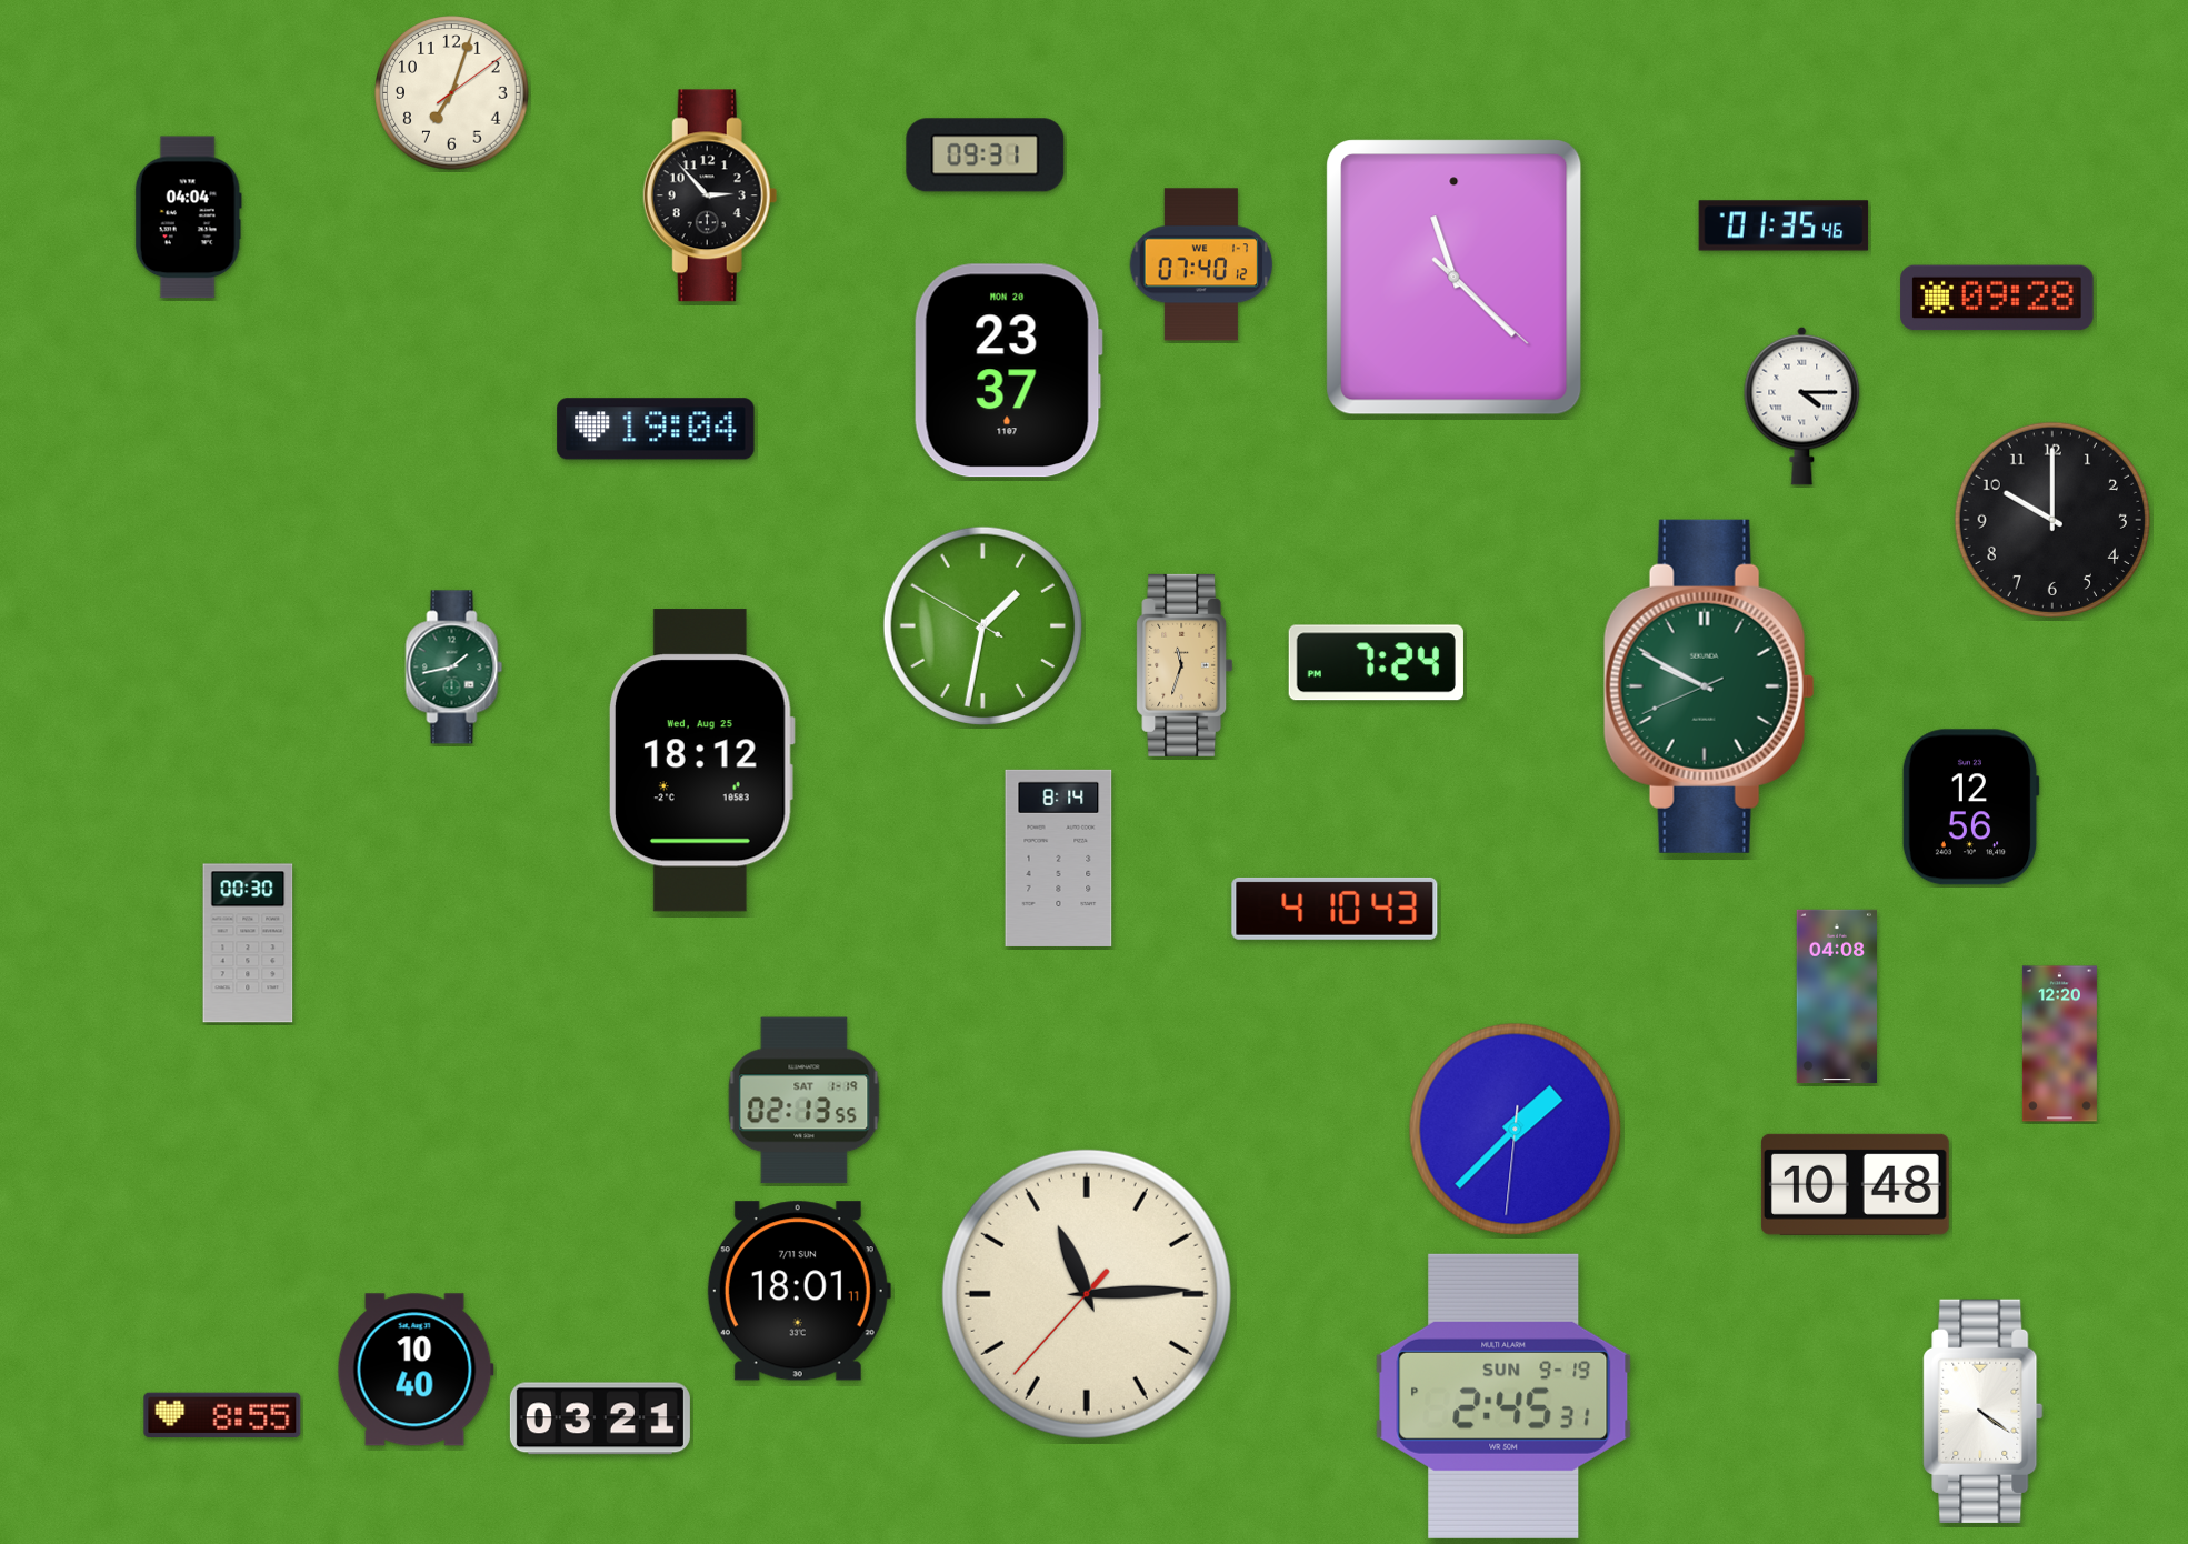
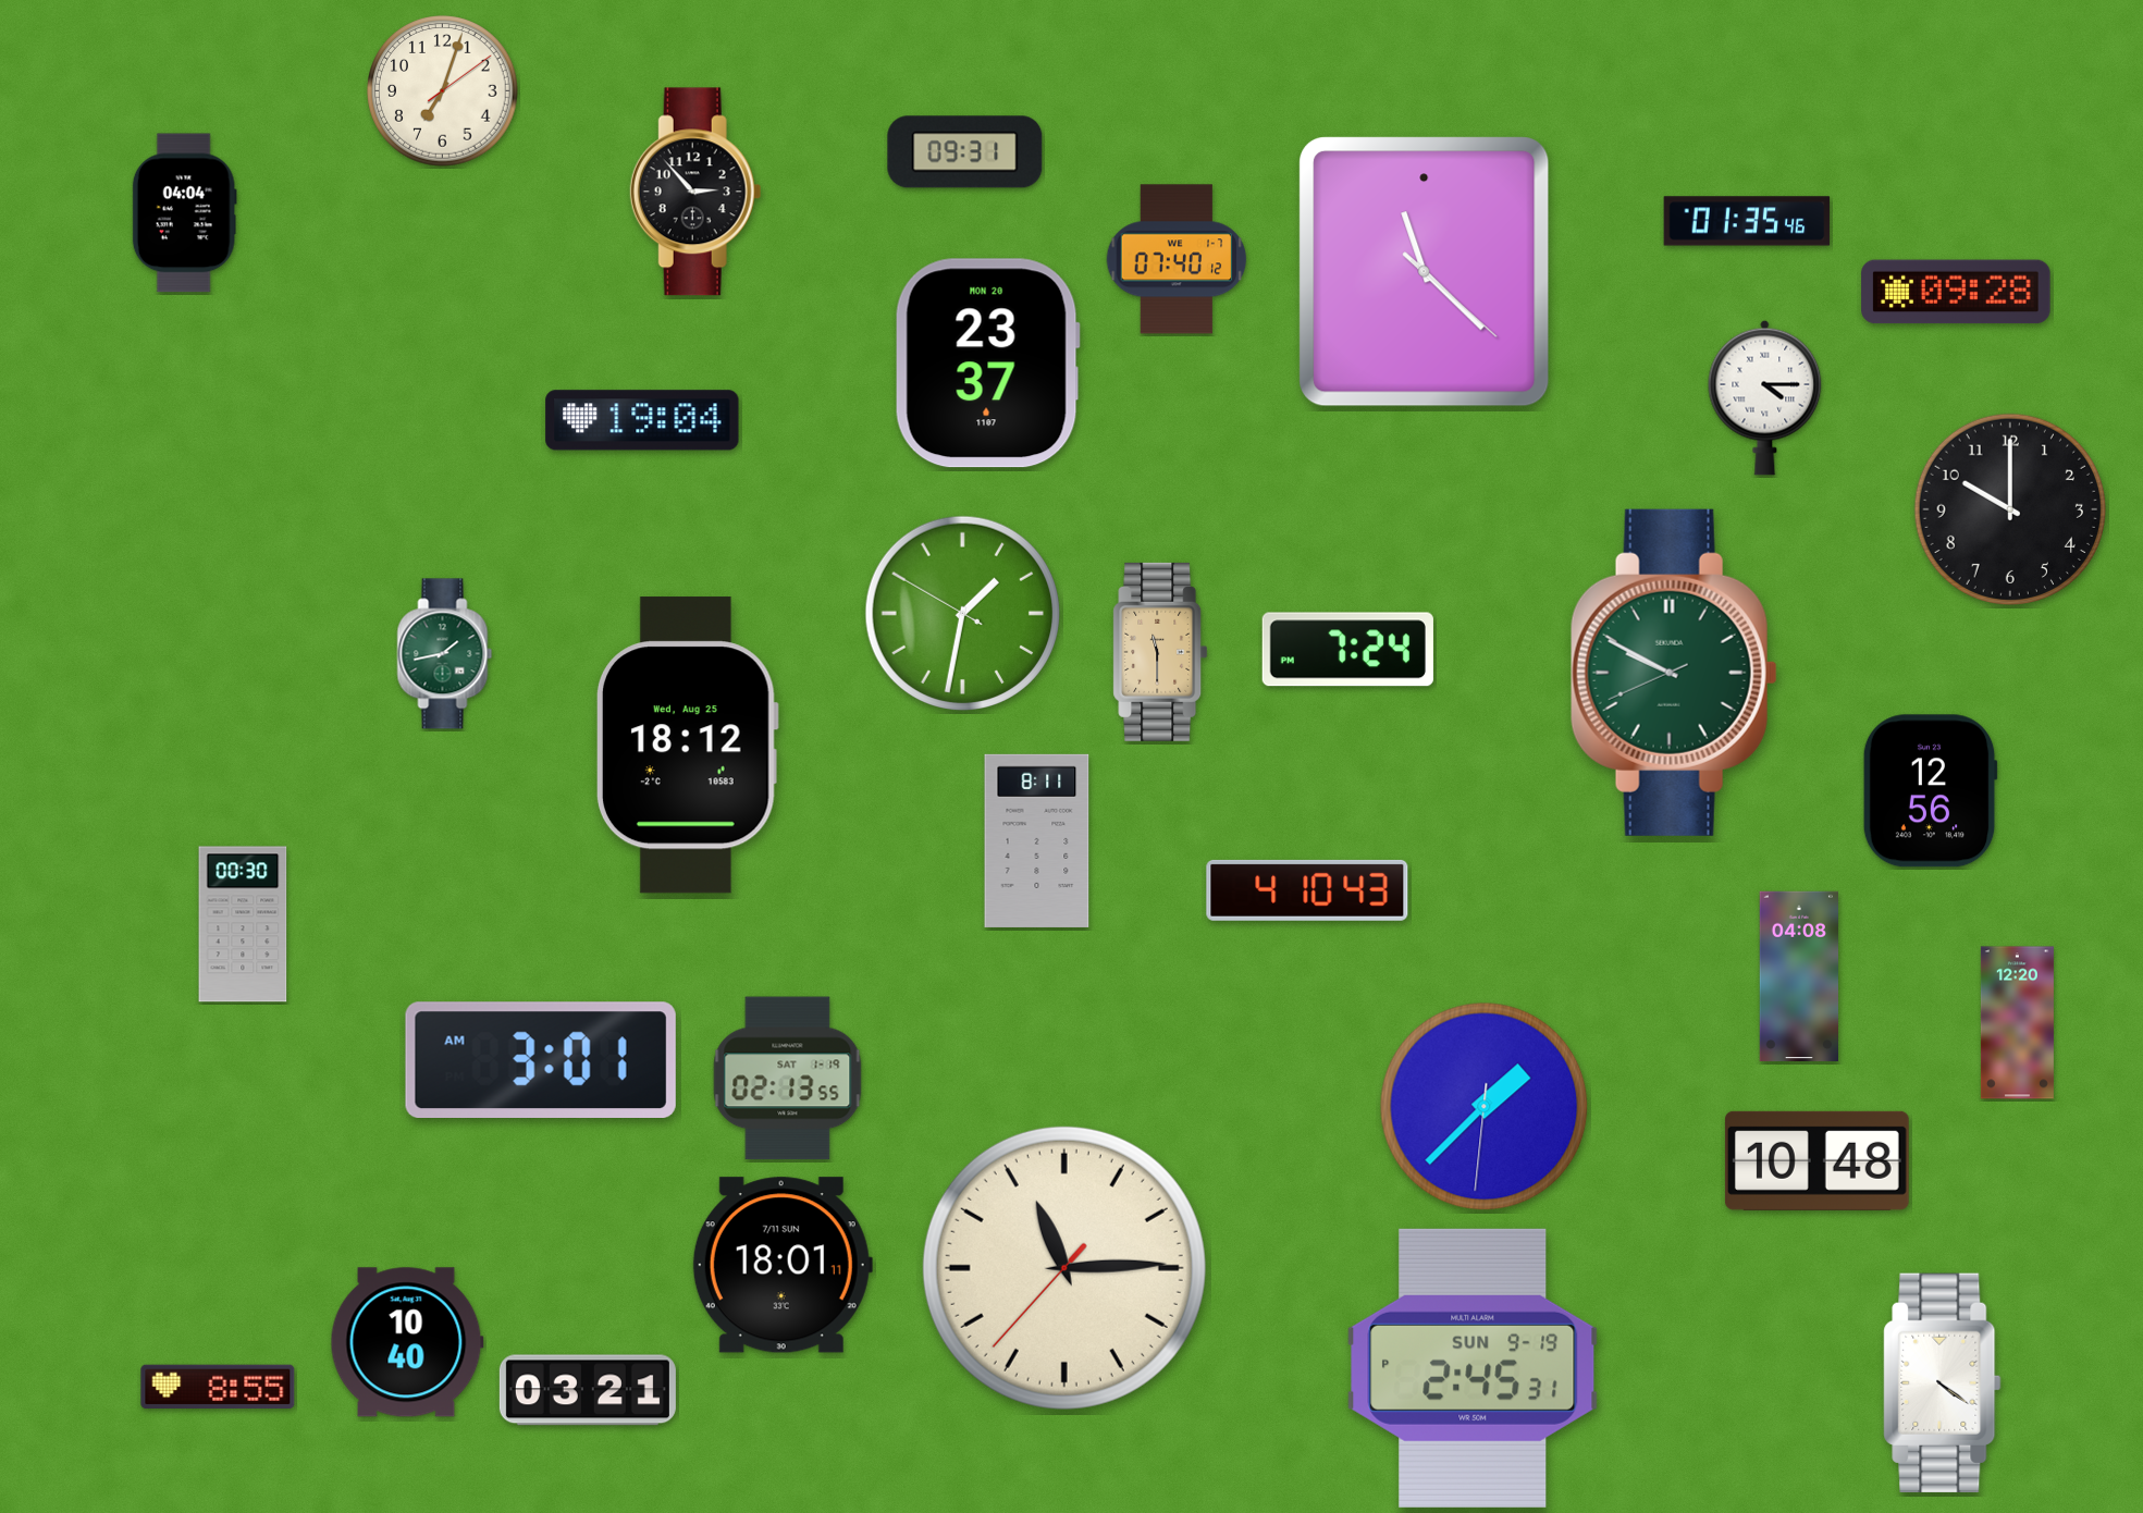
clock at (1185, 665): 11:33 -> 11:30
clock at (1059, 858): 8:14 -> 8:11
clock at (541, 1059): none -> 3:01
